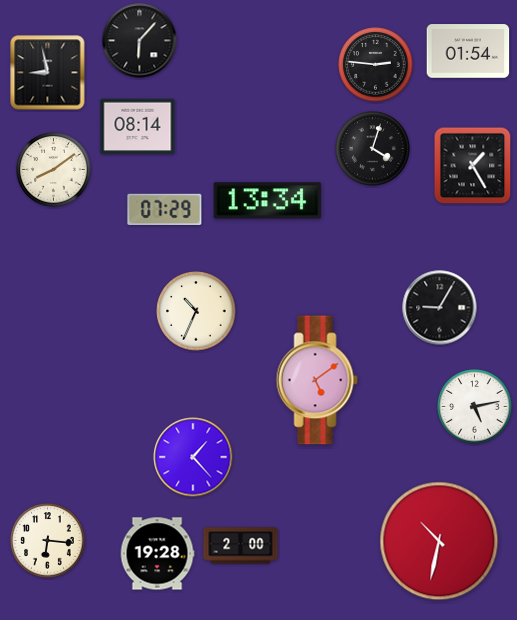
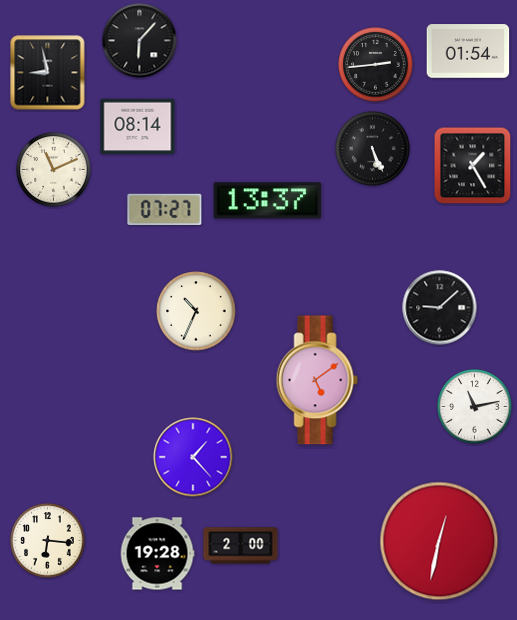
clock at (376, 65): 2:46 -> 2:44
clock at (373, 149): 4:03 -> 5:26
clock at (54, 170): 8:09 -> 11:11
clock at (268, 201): 13:34 -> 13:37
clock at (165, 210): 07:29 -> 07:27
clock at (440, 308): 9:05 -> 9:08
clock at (475, 407): 5:13 -> 11:13
clock at (439, 541): 10:32 -> 12:32
